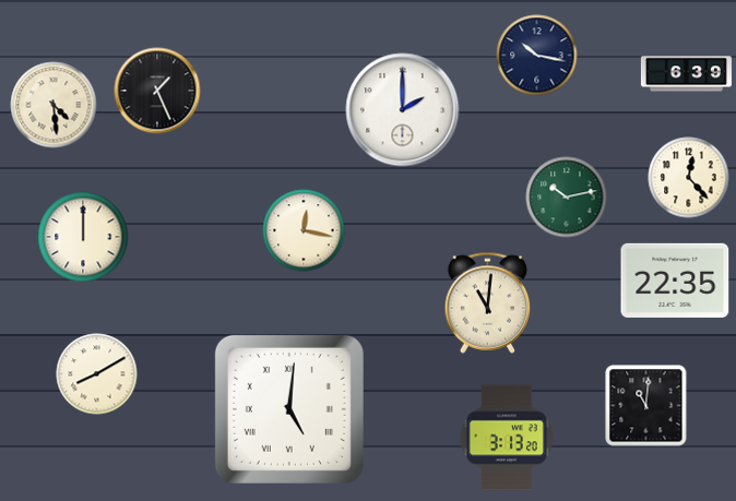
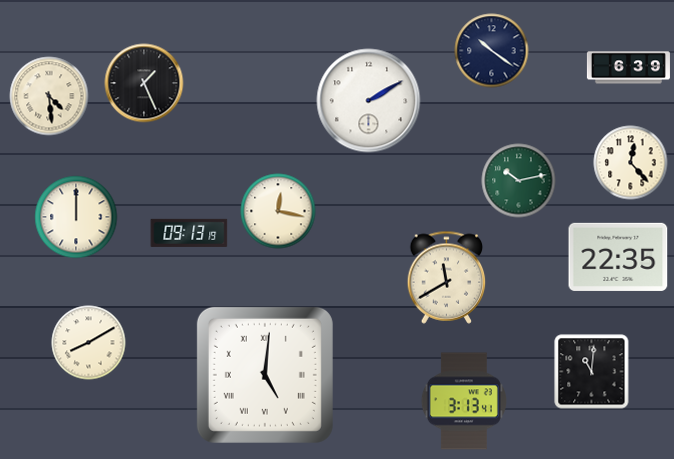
clock at (537, 56): 10:17 -> 10:21
clock at (403, 110): 2:00 -> 2:10
clock at (189, 233): none -> 09:13
clock at (488, 302): 11:01 -> 11:40
clock at (507, 438): 3:13:20 -> 3:13:41
